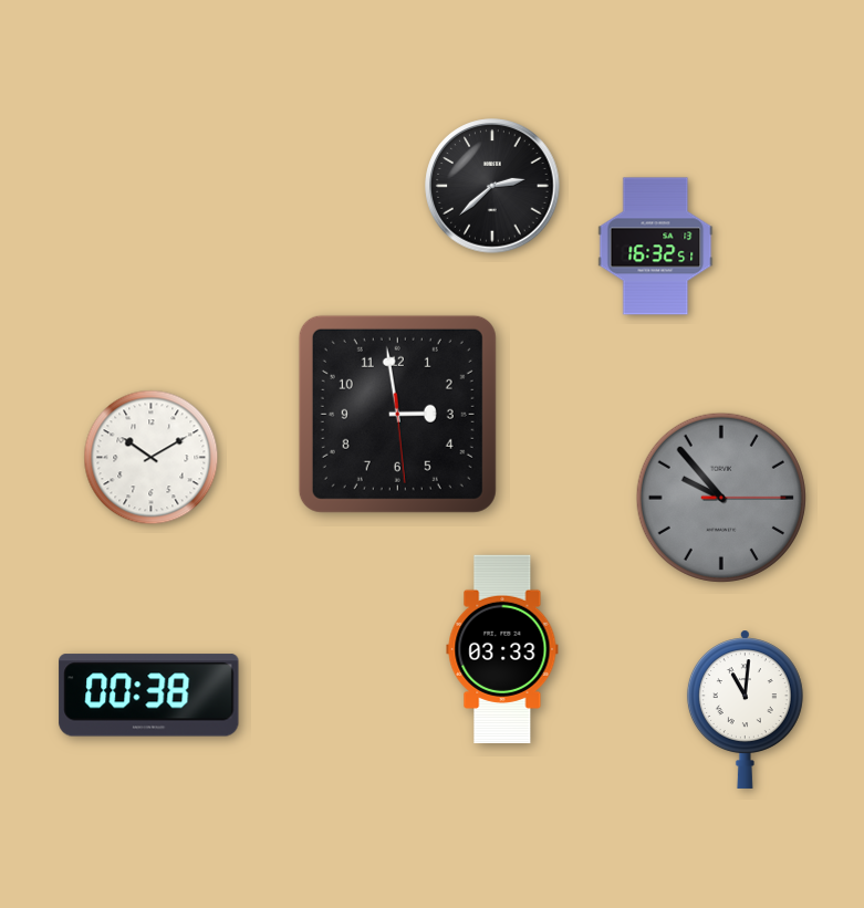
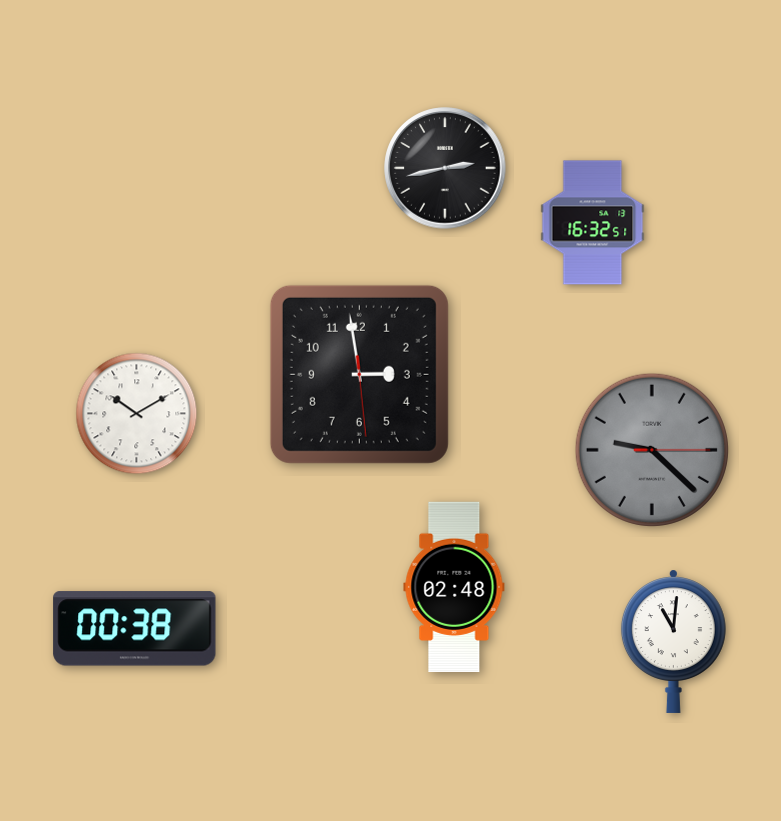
clock at (492, 186): 2:38 -> 2:43
clock at (721, 498): 9:53 -> 9:22
clock at (502, 649): 03:33 -> 02:48
